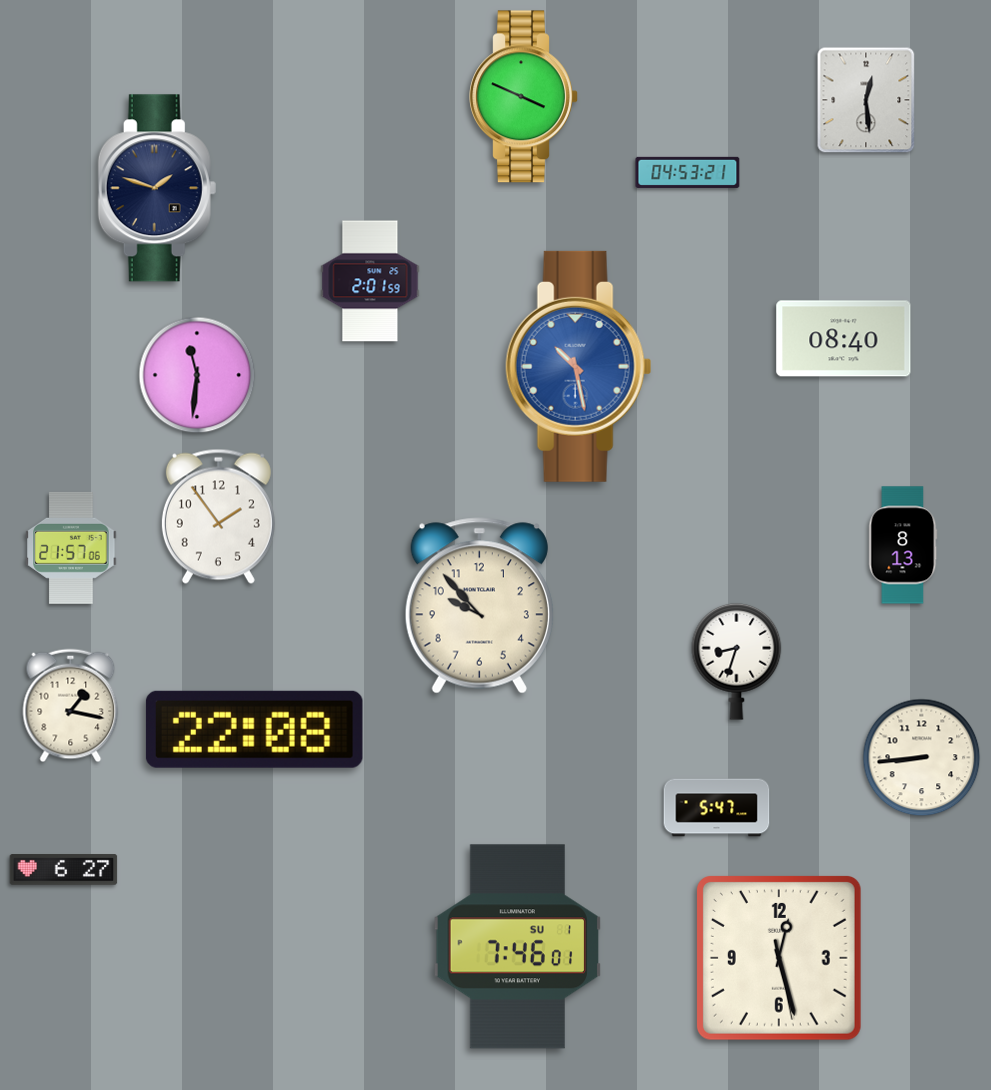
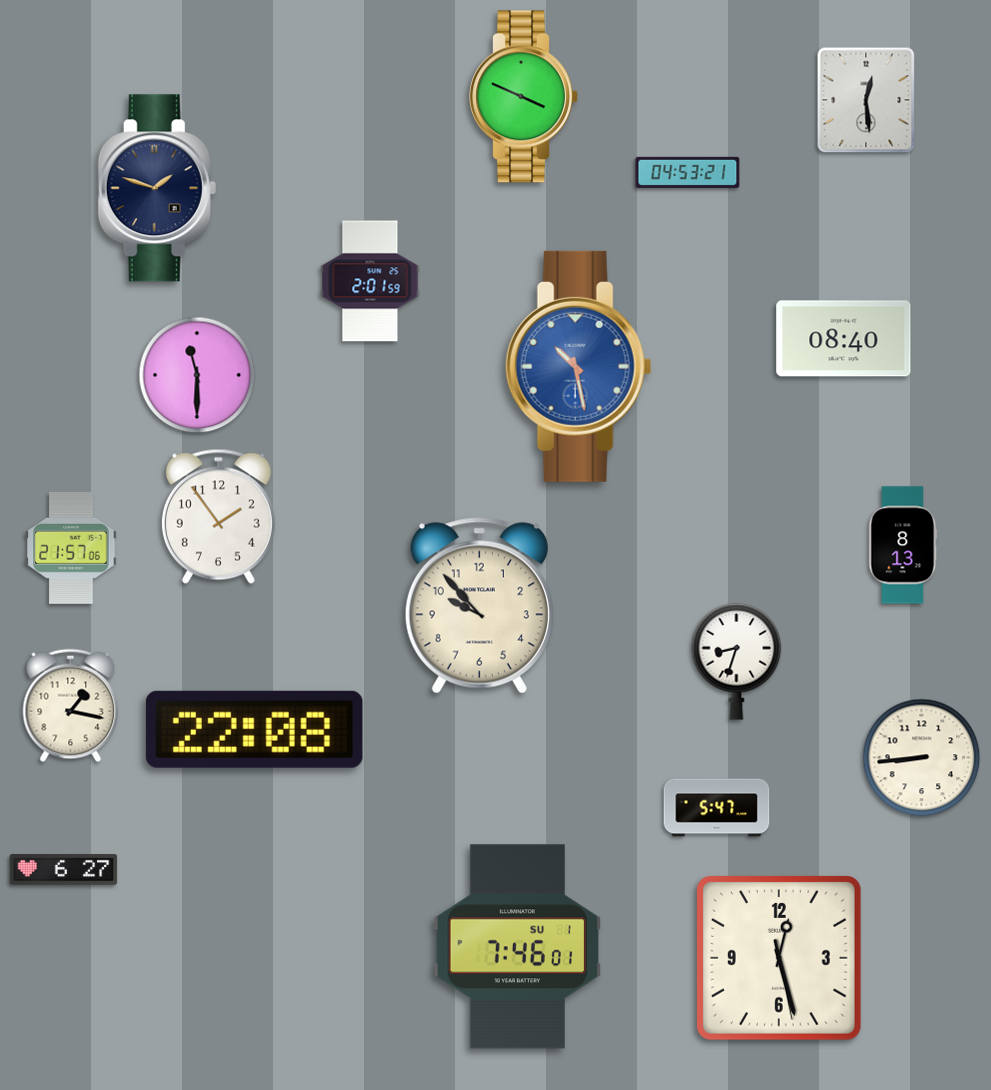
clock at (197, 375): 11:31 -> 11:30
